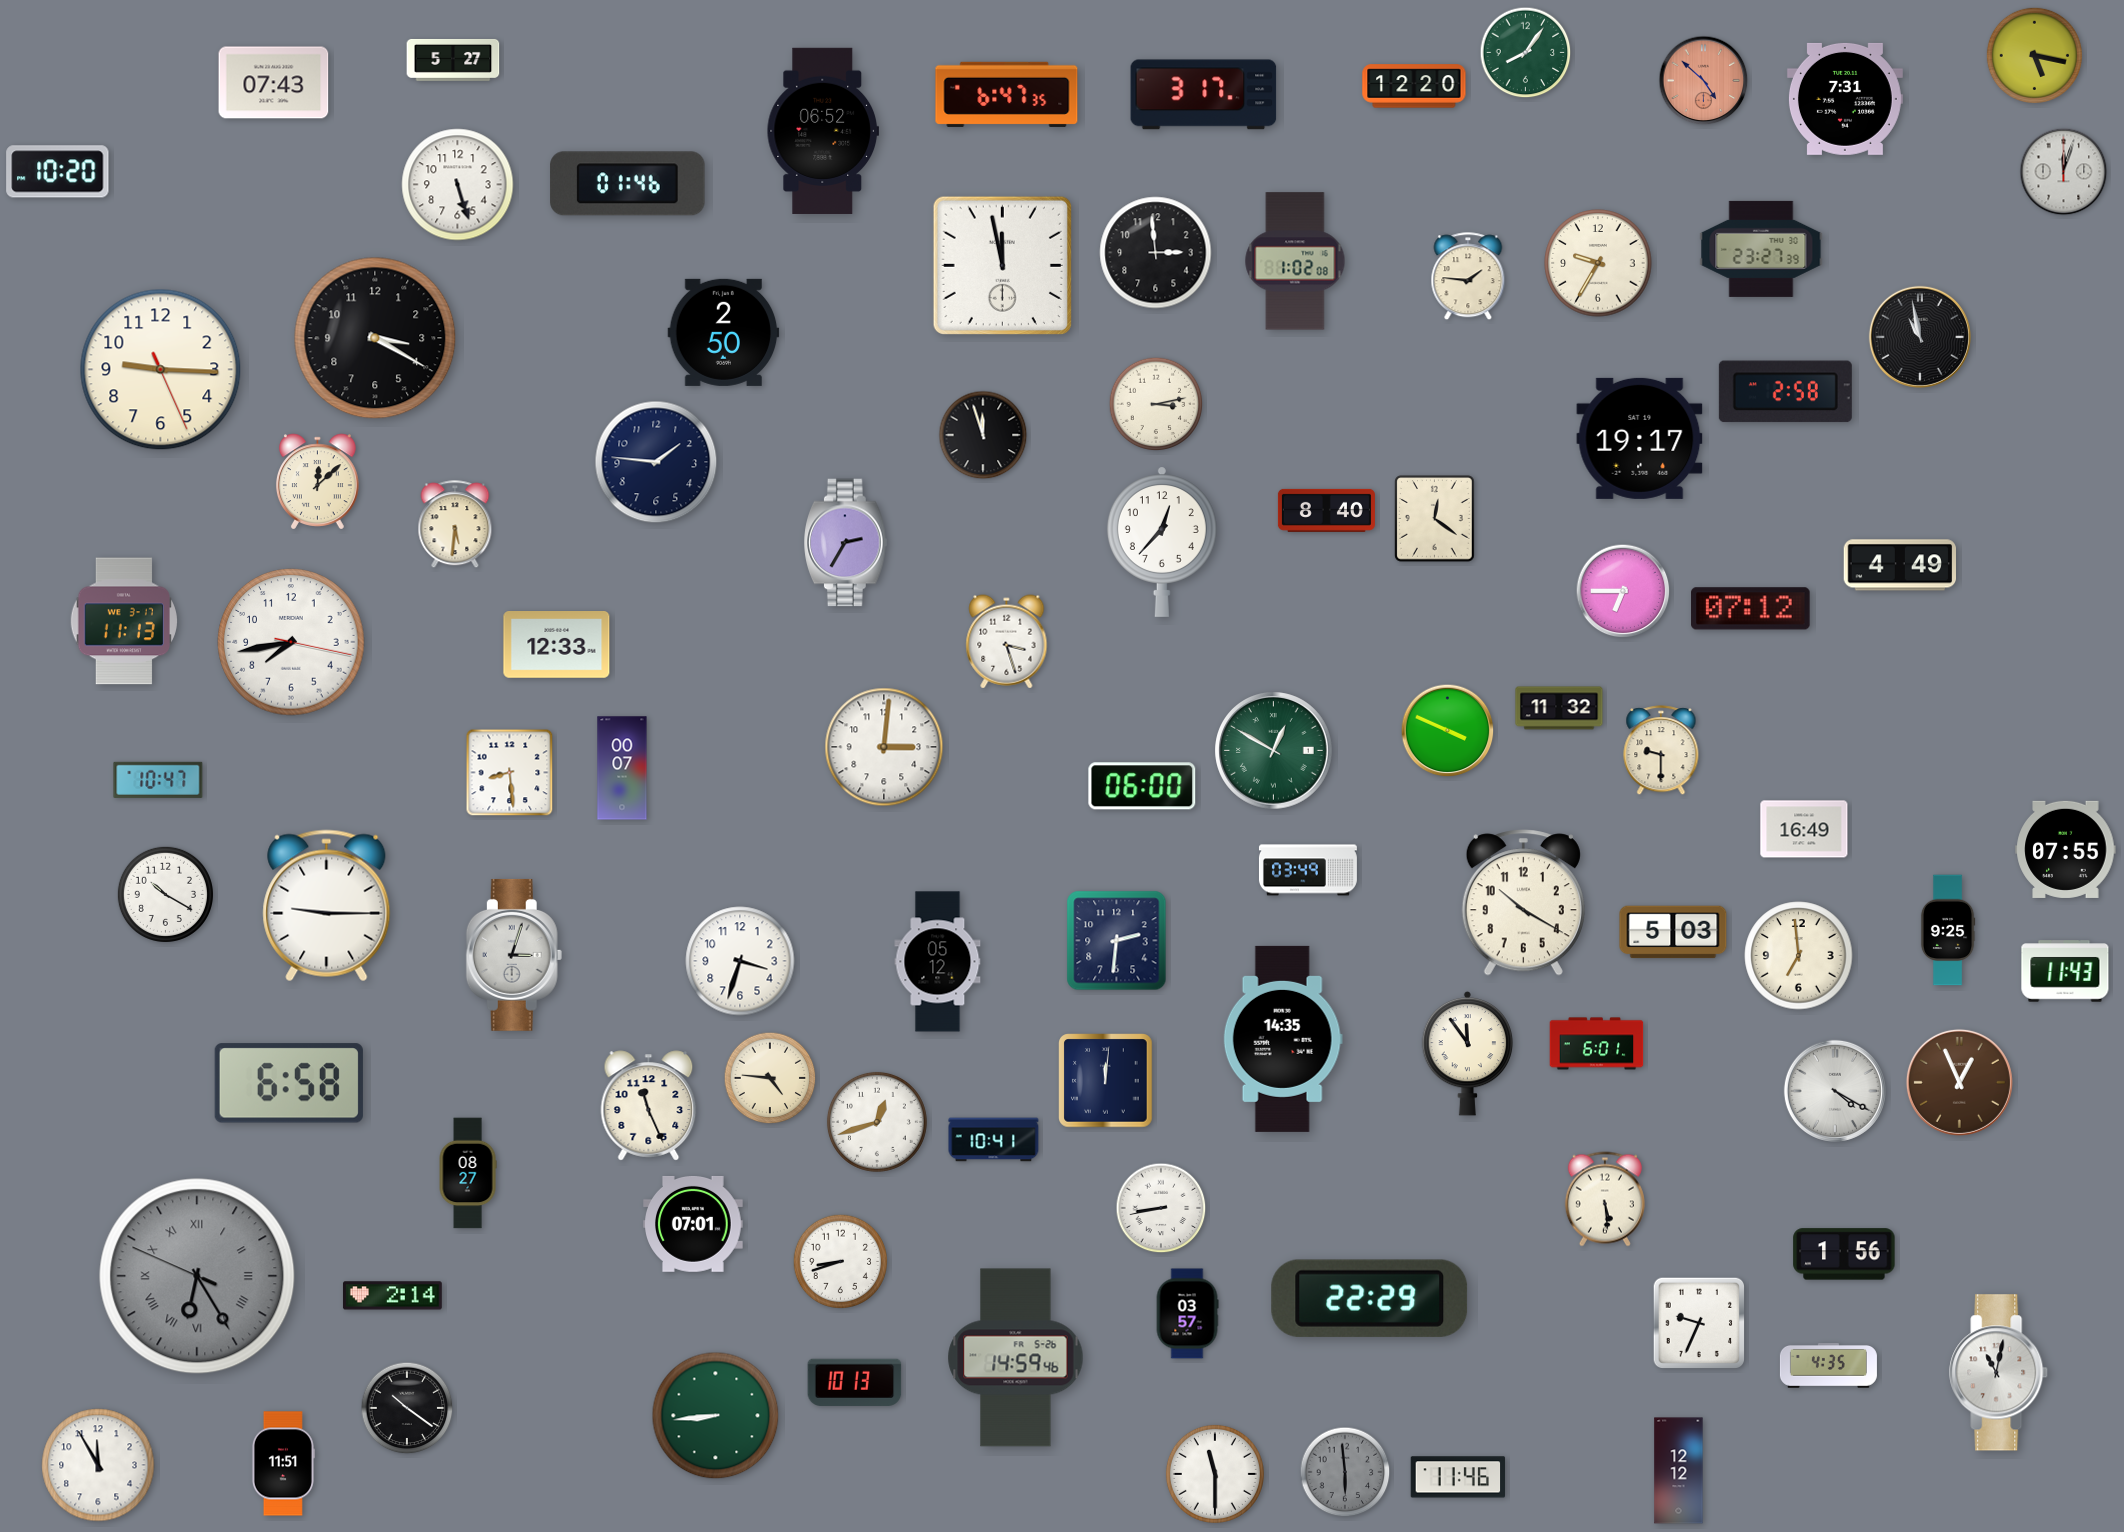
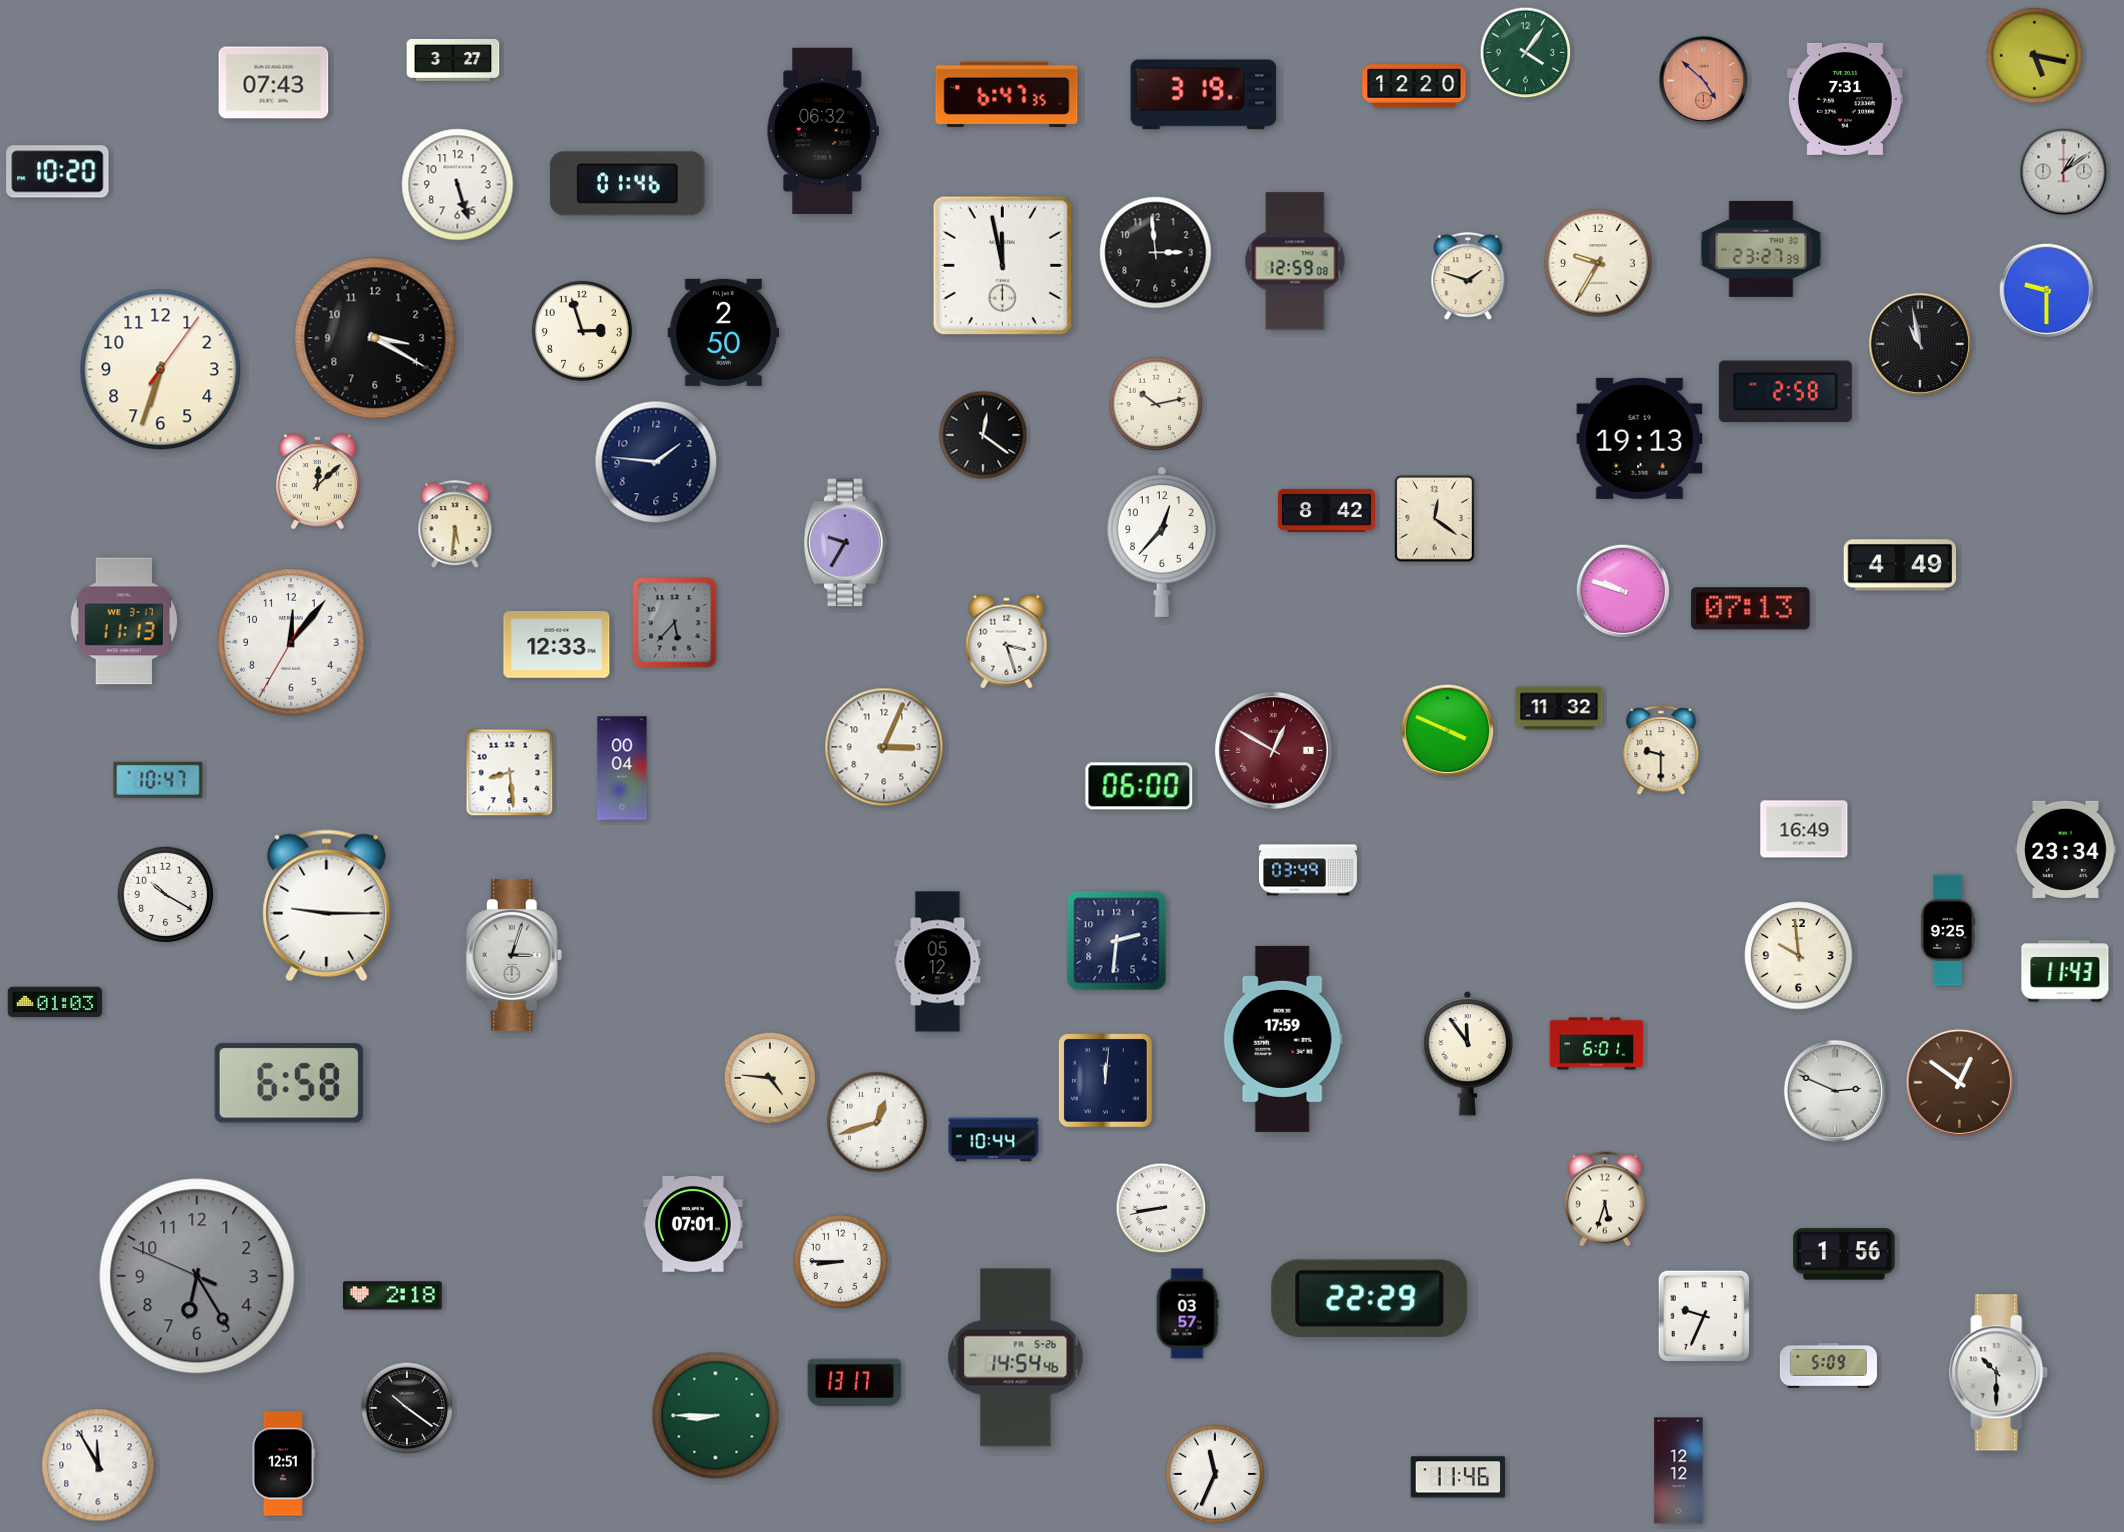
clock at (1526, 53): 8:06 -> 4:06
clock at (453, 60): 5:27 -> 3:27
clock at (1204, 95): 3:17 -> 3:19
clock at (822, 131): 06:52 -> 06:32
clock at (2064, 172): 12:03 -> 1:09
clock at (1295, 261): 1:02 -> 12:59
clock at (1468, 277): 1:46 -> 1:48
clock at (2047, 291): none -> 9:30
clock at (582, 331): none -> 2:57
clock at (1920, 337) position: (1920, 337) -> (1920, 344)
clock at (161, 370): 9:15 -> 6:33
clock at (1156, 404): 3:13 -> 10:13
clock at (983, 435): 11:57 -> 12:21
clock at (1640, 438): 19:17 -> 19:13
clock at (1326, 510): 8:40 -> 8:42
clock at (846, 543): 2:35 -> 9:35
clock at (1623, 591): 6:45 -> 9:48
clock at (1751, 609): 07:12 -> 07:13
clock at (675, 623): none -> 5:37
clock at (291, 642): 7:43 -> 12:06
clock at (884, 747): 3:01 -> 3:04
clock at (1274, 751) dial: green -> burgundy
clock at (622, 768): 00:07 -> 00:04
clock at (1142, 786) position: (1142, 786) -> (1139, 786)
clock at (2066, 849): 07:55 -> 23:34
clock at (1523, 903): 10:20 -> none
clock at (1673, 932): 5:03 -> none
clock at (1799, 956): 6:59 -> 9:59
clock at (740, 961): 3:33 -> none
clock at (55, 1002): none -> 01:03
clock at (1283, 1039): 14:35 -> 17:59
clock at (1959, 1082): 12:56 -> 12:51
clock at (1835, 1091): 4:20 -> 2:49
clock at (649, 1106): 11:26 -> none
clock at (994, 1140): 10:41 -> 10:44
clock at (468, 1173): 08:27 -> none
clock at (1605, 1199): 5:29 -> 5:33
clock at (841, 1262): 8:42 -> 8:45
clock at (197, 1276) numerals: Roman -> Arabic
clock at (392, 1296): 2:14 -> 2:18
clock at (1699, 1323) position: (1699, 1323) -> (1704, 1316)
clock at (1016, 1358): 14:59 -> 14:54
clock at (1828, 1366): 4:35 -> 5:09
clock at (1999, 1373): 11:02 -> 10:30
clock at (855, 1382): 10:13 -> 13:17
clock at (716, 1416): 8:44 -> 8:45
clock at (283, 1464): 11:51 -> 12:51
clock at (1345, 1472): 5:59 -> none
clock at (1215, 1474): 11:30 -> 11:34
